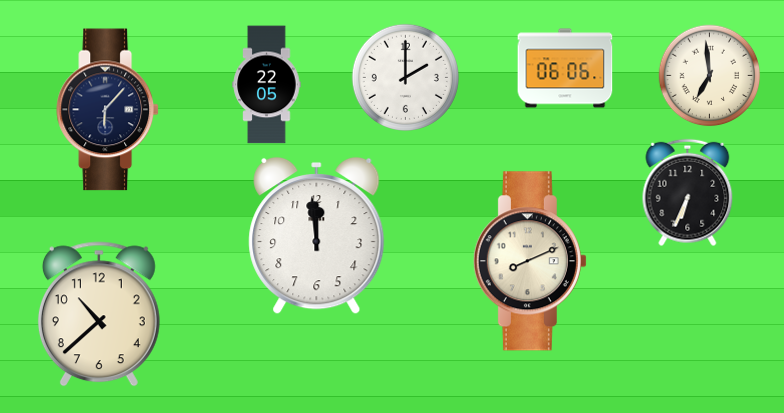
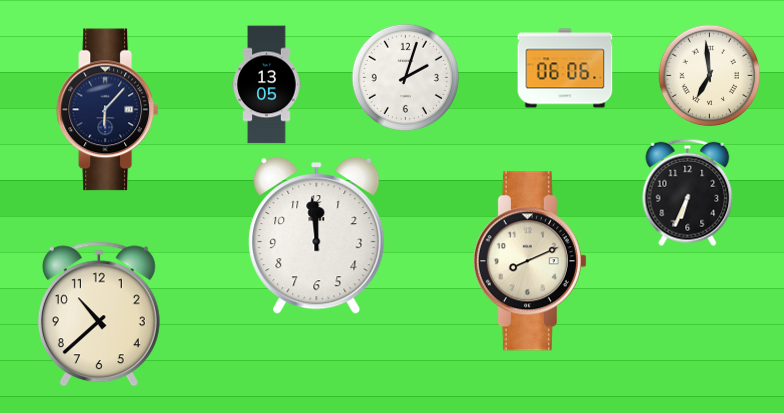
clock at (405, 77): 2:00 -> 2:03
clock at (267, 85): 22:05 -> 13:05
